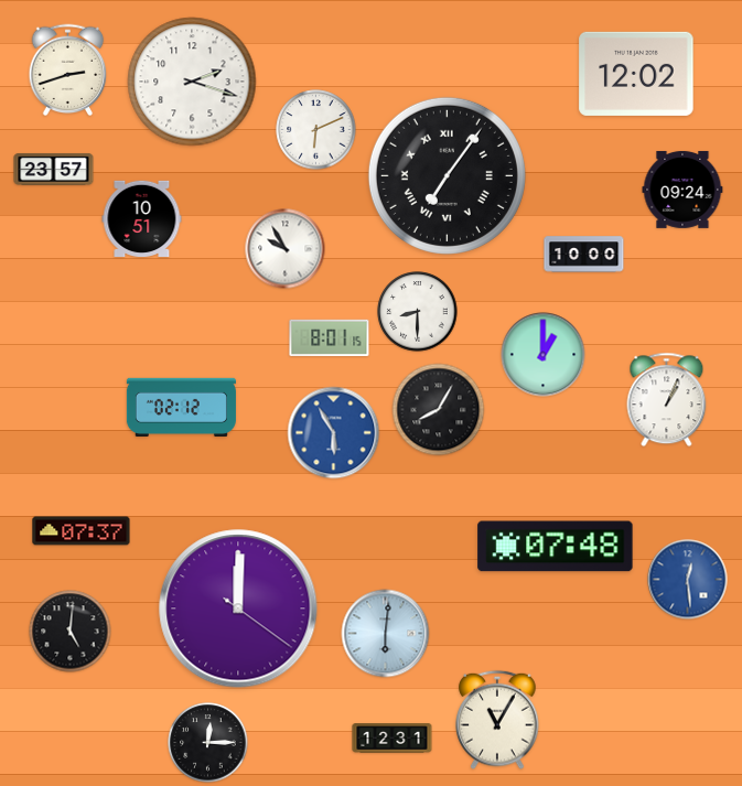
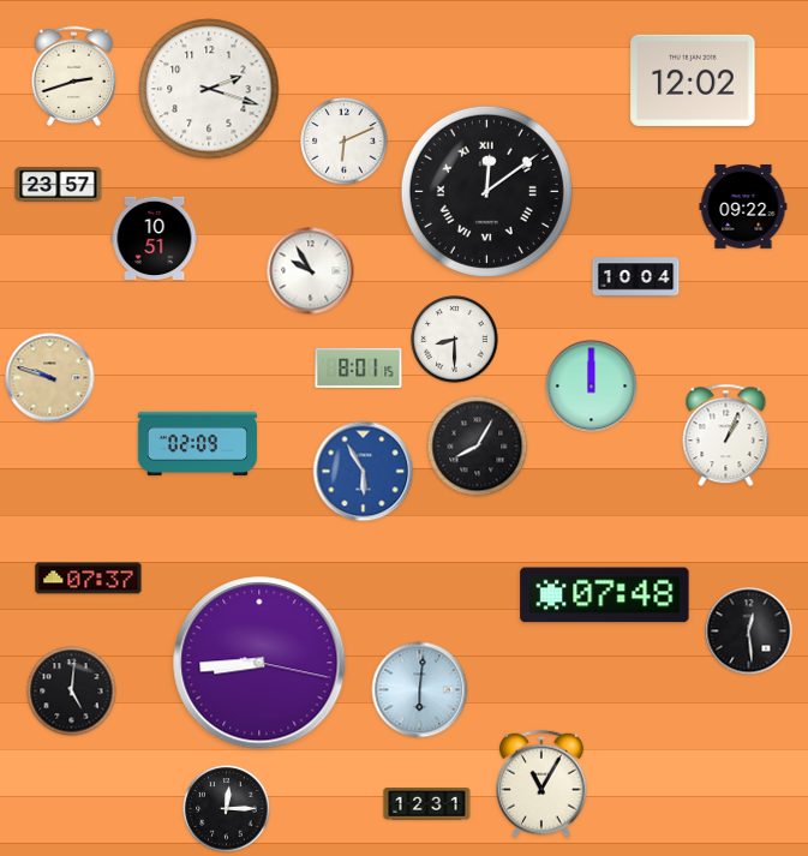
clock at (447, 175): 7:06 -> 12:09
clock at (682, 190): 09:24 -> 09:22
clock at (584, 255): 10:00 -> 10:04
clock at (50, 378): none -> 9:48
clock at (544, 355): 1:00 -> 12:00
clock at (181, 407): 02:12 -> 02:09
clock at (688, 580) dial: blue -> black
clock at (238, 609): 12:00 -> 8:44
clock at (71, 632) position: (71, 632) -> (72, 692)
